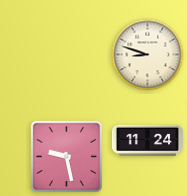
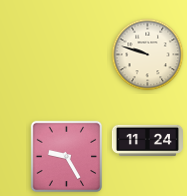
clock at (148, 55): 8:48 -> 9:48
clock at (67, 157): 9:28 -> 9:25
